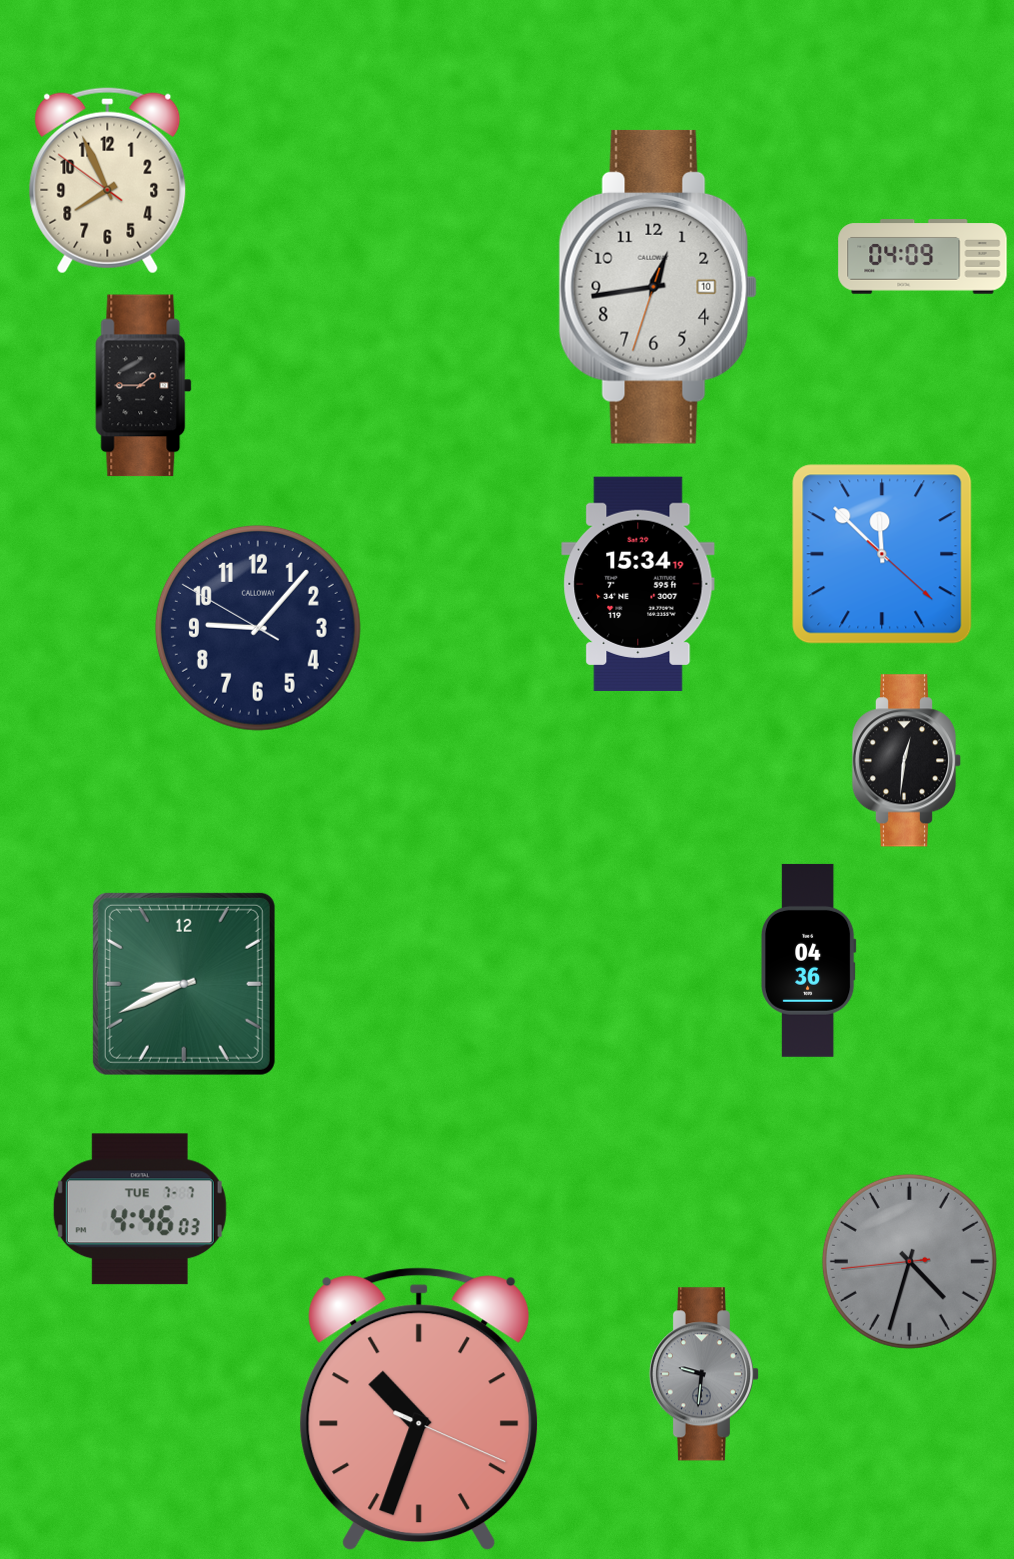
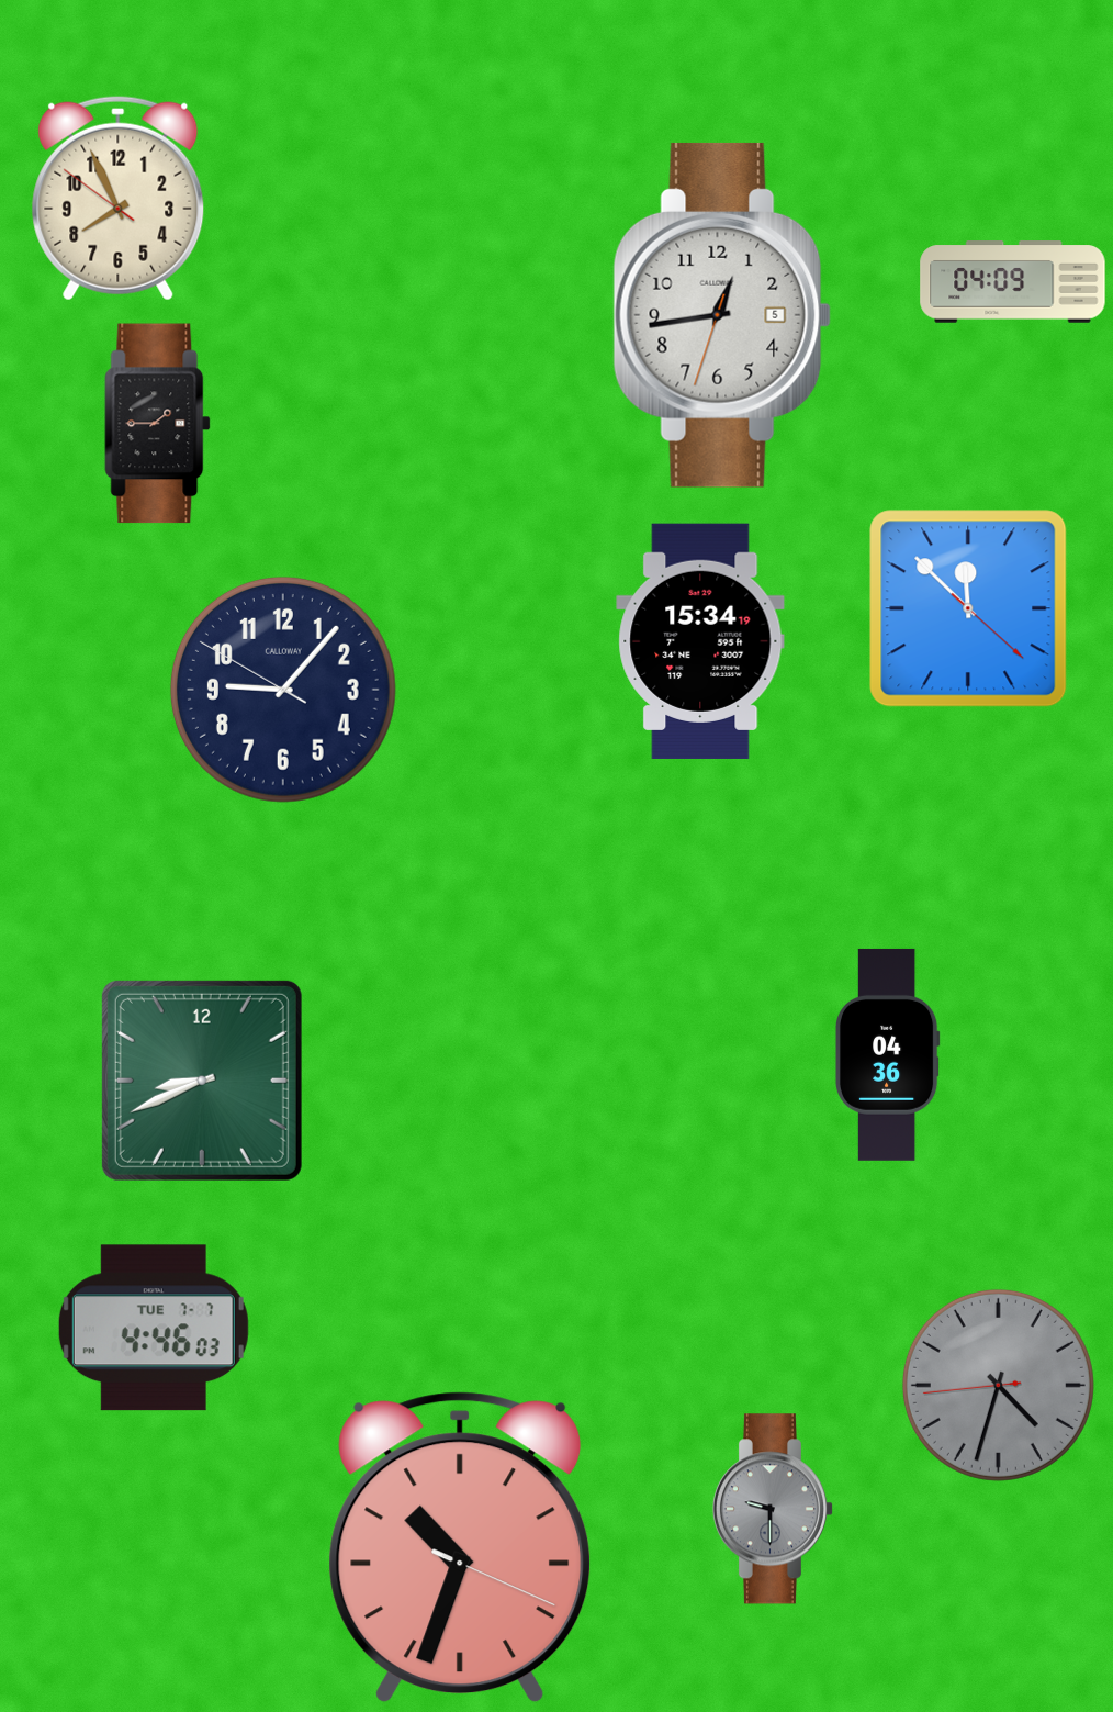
clock at (658, 287) date: 10 -> 5
clock at (907, 761): 12:31 -> none
clock at (703, 1374): 9:31 -> 9:30
